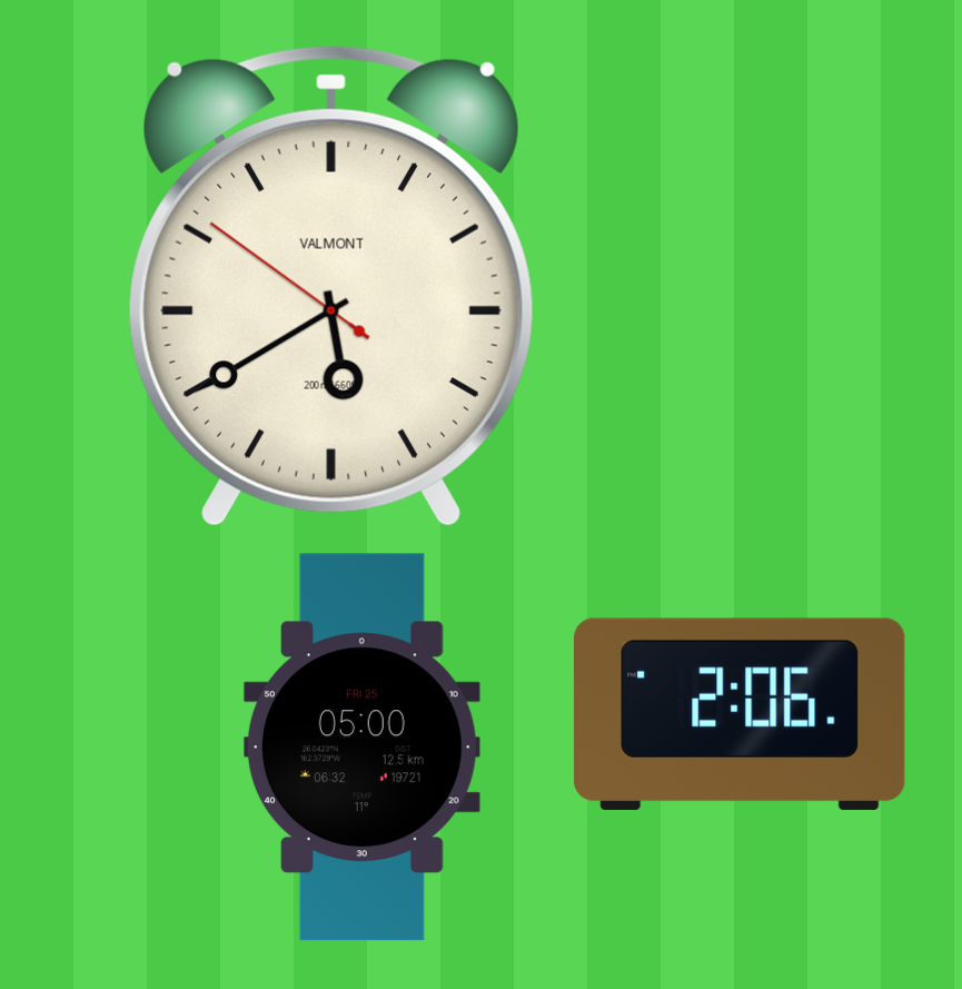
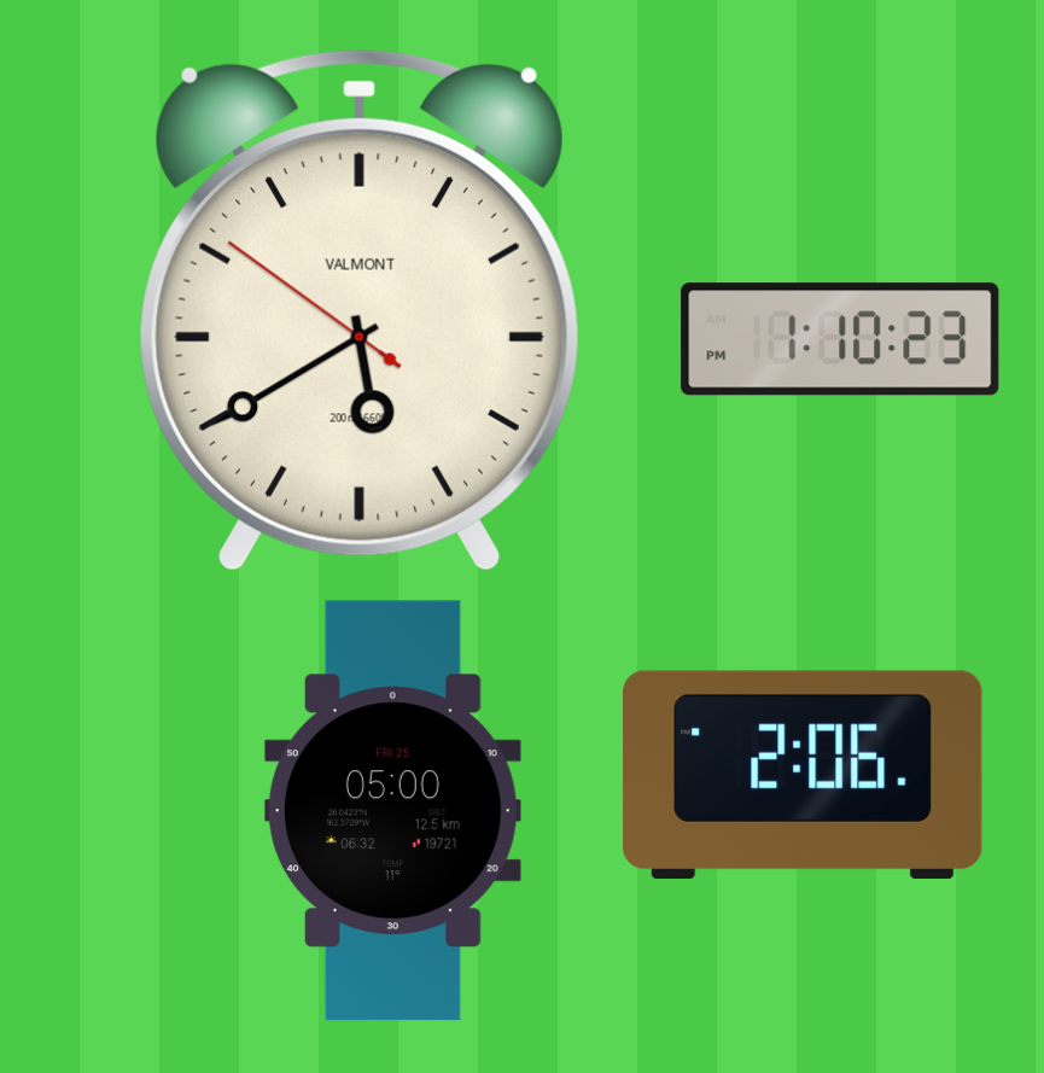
clock at (840, 339): none -> 1:10
